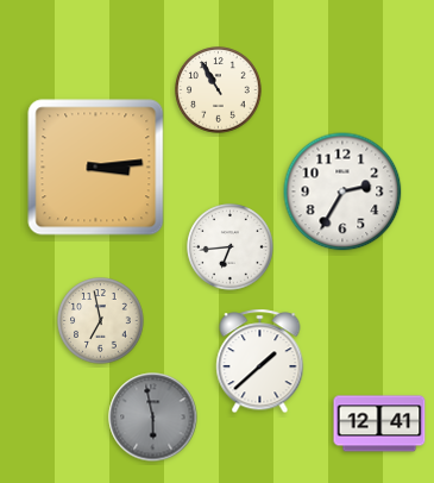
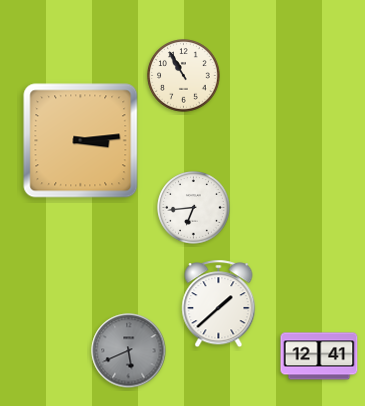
clock at (342, 192): 2:35 -> none
clock at (101, 321): 6:58 -> none
clock at (153, 418): 5:58 -> 5:41
